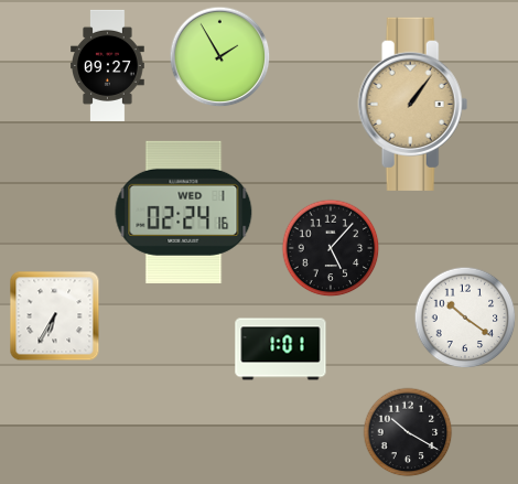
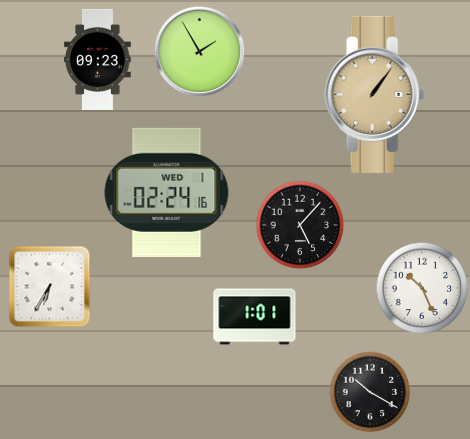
clock at (108, 65): 09:27 -> 09:23
clock at (465, 318): 10:21 -> 10:26
